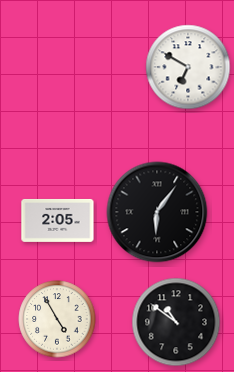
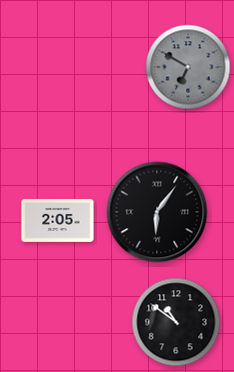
clock at (188, 67) dial: white -> grey
clock at (57, 319): 4:55 -> none
